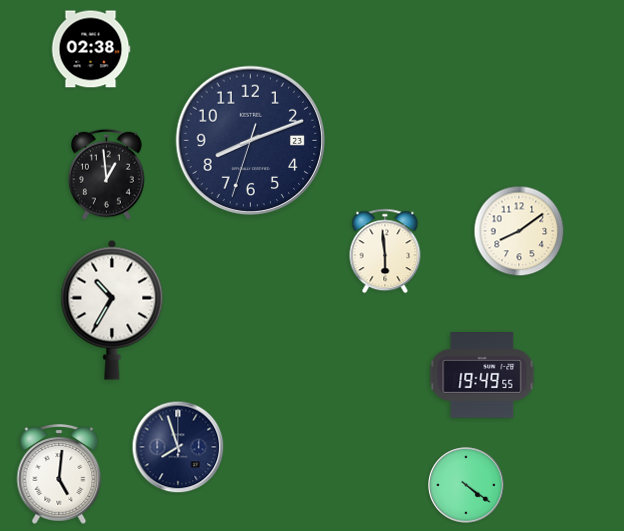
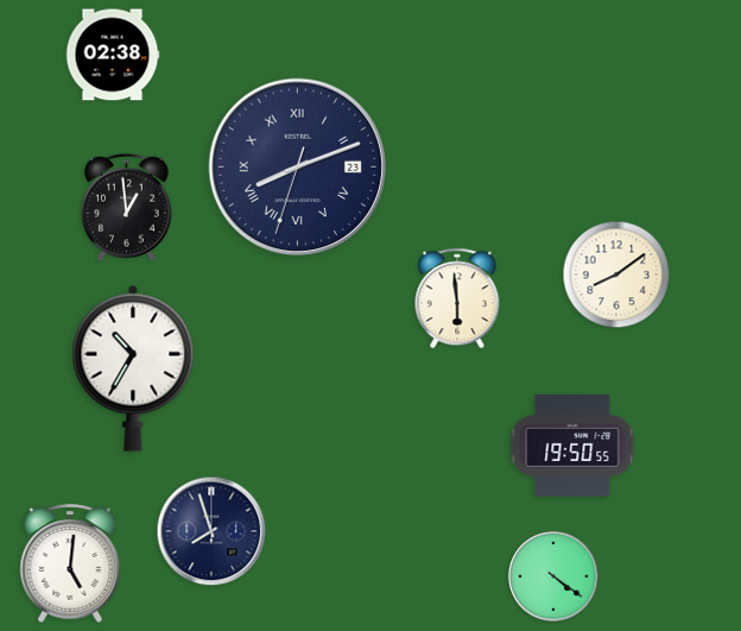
clock at (91, 49) position: (91, 49) -> (113, 55)
clock at (251, 141) numerals: Arabic -> Roman
clock at (482, 376): 19:49 -> 19:50
